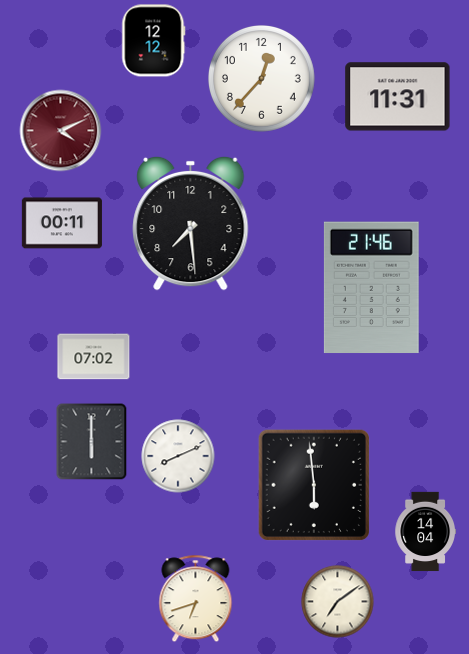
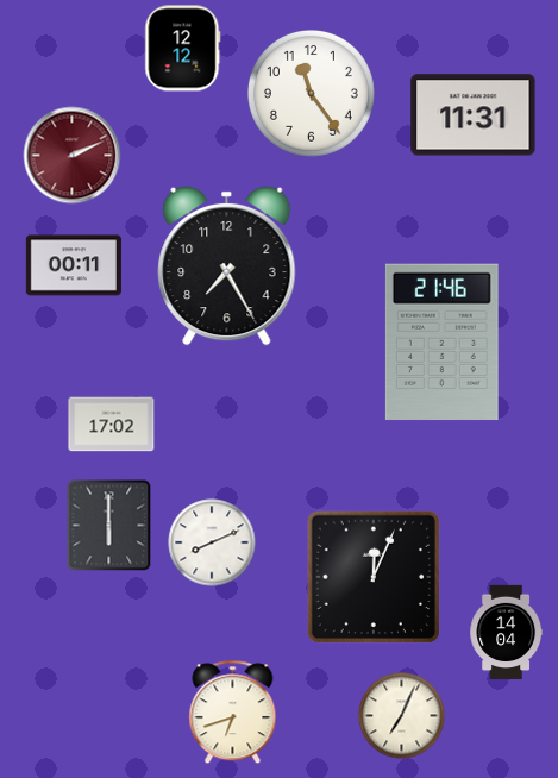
clock at (262, 79): 12:37 -> 11:24
clock at (61, 131): 4:11 -> 2:11
clock at (191, 223): 7:29 -> 7:25
clock at (94, 357): 07:02 -> 17:02
clock at (313, 484): 5:59 -> 12:04
clock at (338, 602): 7:09 -> 7:04
